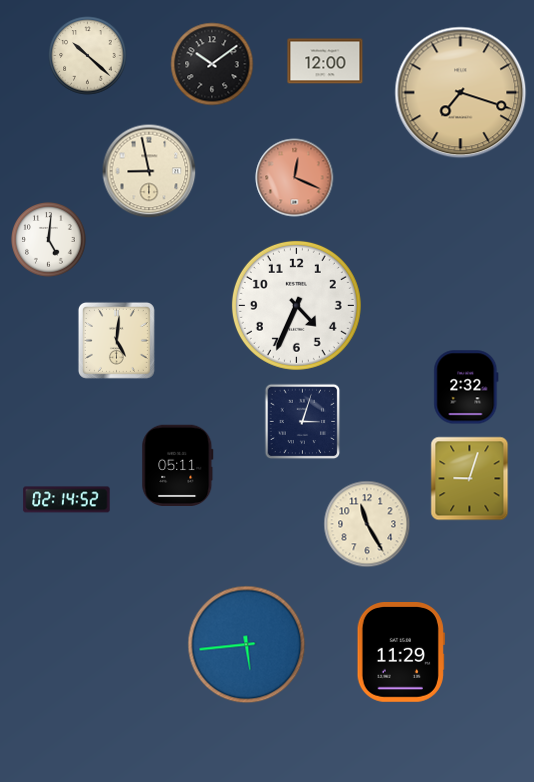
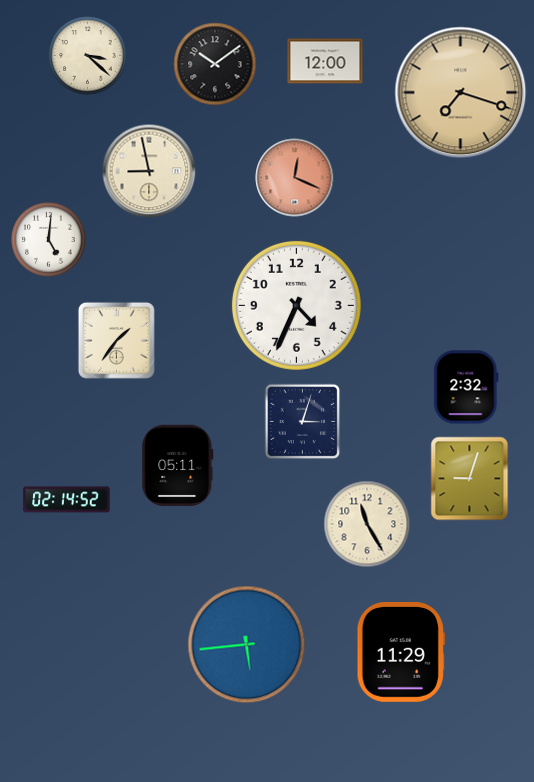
clock at (88, 56): 10:22 -> 3:22
clock at (212, 64) position: (212, 64) -> (215, 64)
clock at (116, 340): 5:01 -> 1:36
